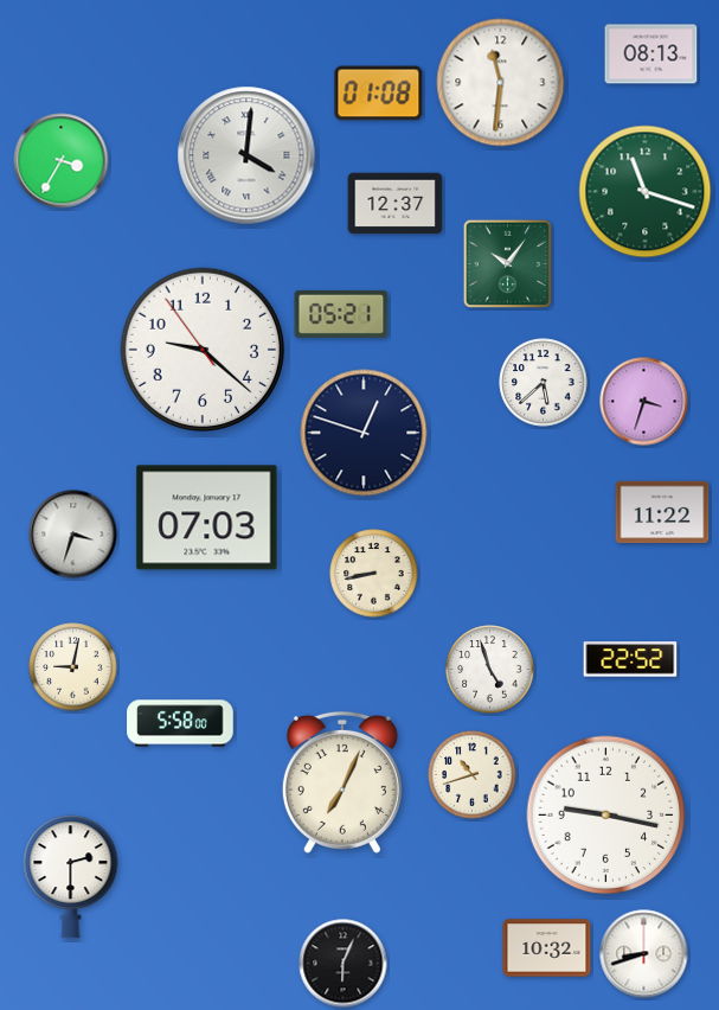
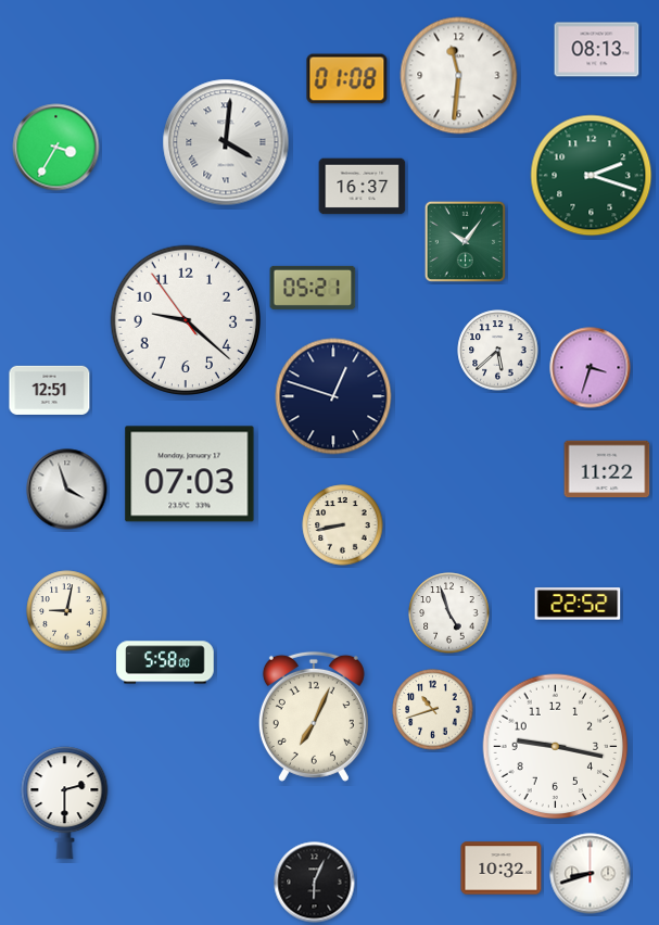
clock at (379, 94) position: (379, 94) -> (347, 79)
clock at (646, 192): 11:18 -> 2:18
clock at (396, 204): 12:37 -> 16:37
clock at (50, 390): none -> 12:51
clock at (73, 535): 3:33 -> 3:57
